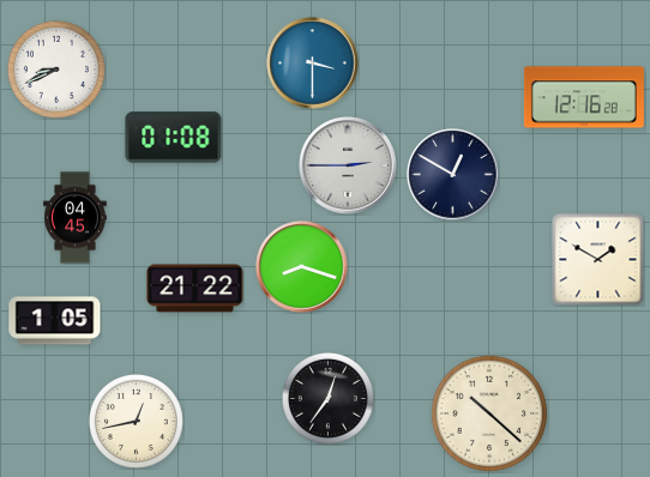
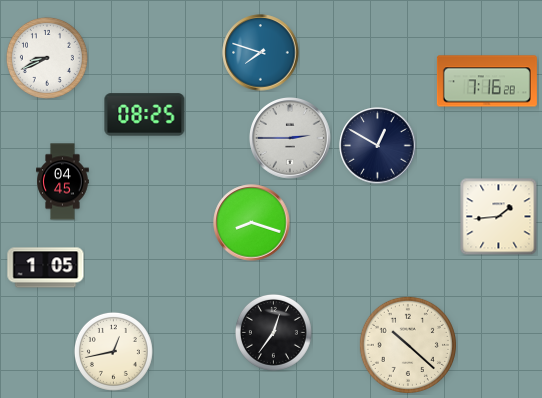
clock at (313, 64): 3:30 -> 7:48
clock at (584, 97): 12:16 -> 7:16
clock at (174, 138): 01:08 -> 08:25
clock at (597, 259): 1:50 -> 1:44
clock at (195, 289): 21:22 -> none
